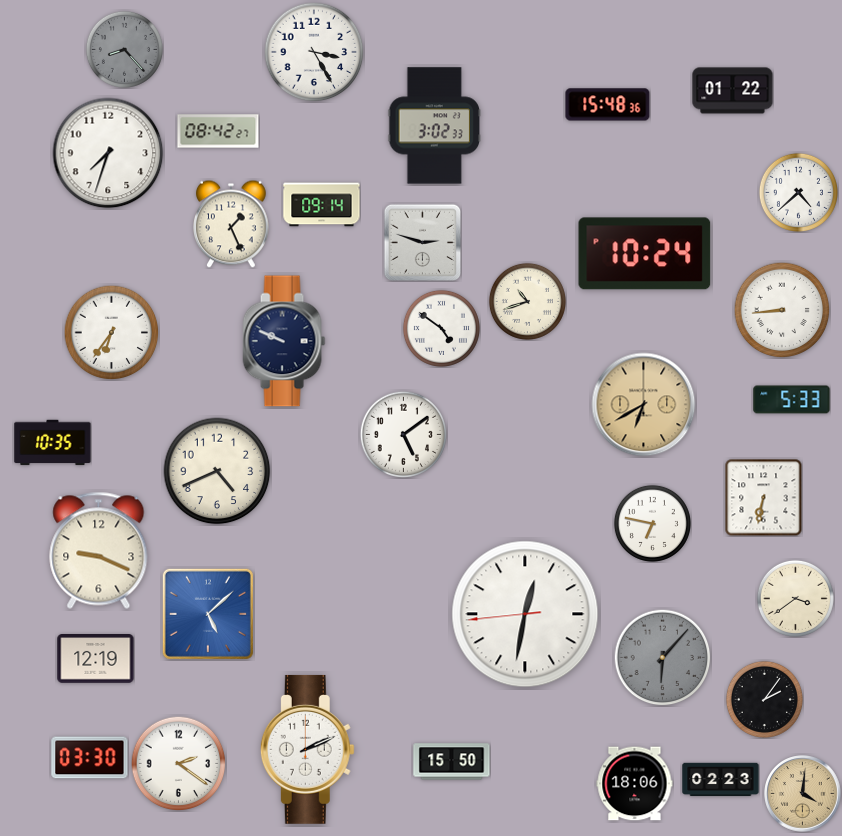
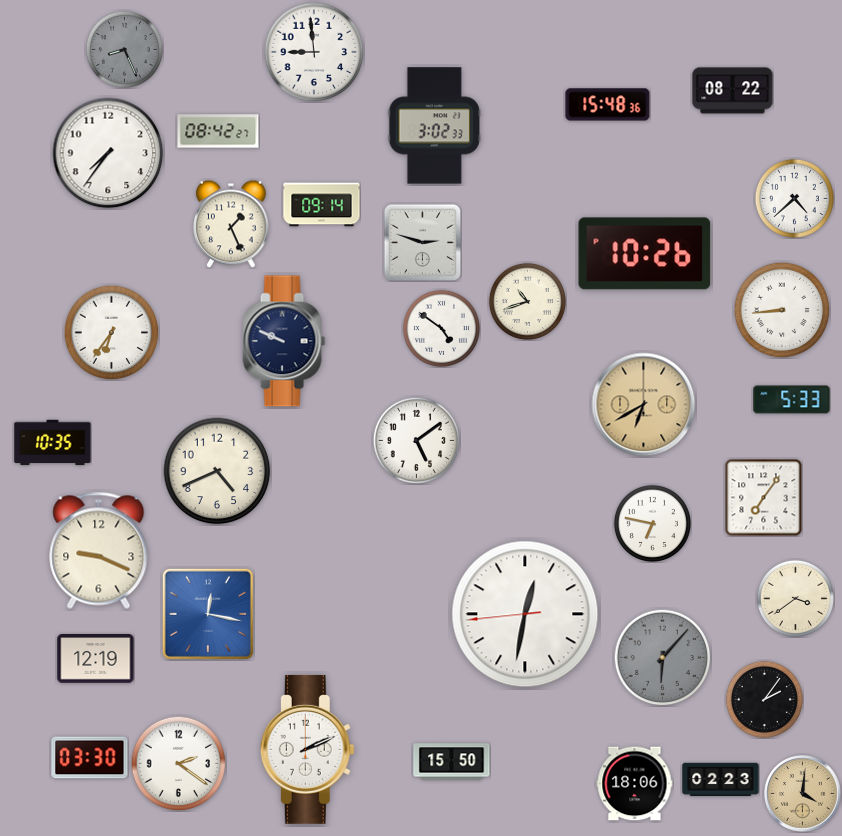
clock at (124, 49): 8:23 -> 8:26
clock at (314, 52): 3:25 -> 8:59
clock at (733, 91): 01:22 -> 08:22
clock at (108, 153): 7:33 -> 7:36
clock at (798, 192) position: (798, 192) -> (794, 198)
clock at (645, 254): 10:24 -> 10:26
clock at (403, 434) position: (403, 434) -> (416, 440)
clock at (763, 497): 6:32 -> 7:06
clock at (208, 614): 5:08 -> 12:17
